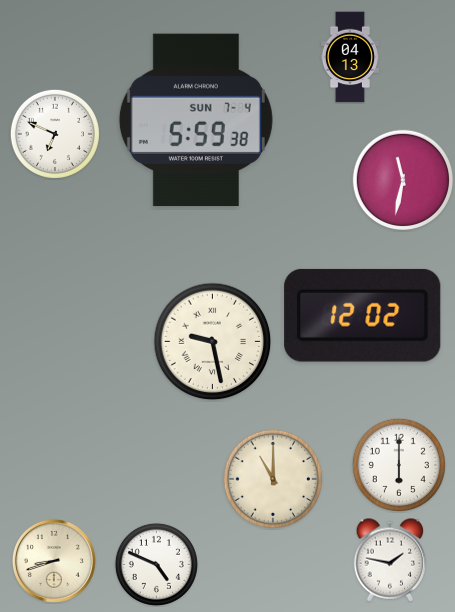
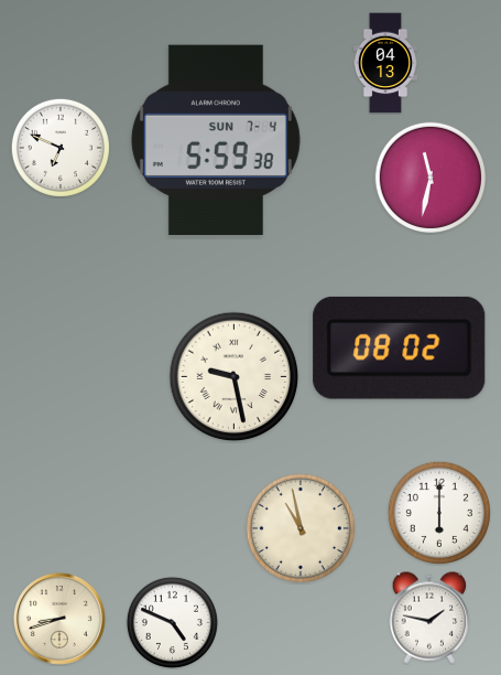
clock at (196, 120) position: (196, 120) -> (216, 140)
clock at (402, 179) position: (402, 179) -> (429, 176)
clock at (363, 315): 12:02 -> 08:02
clock at (272, 478): 11:00 -> 10:58
